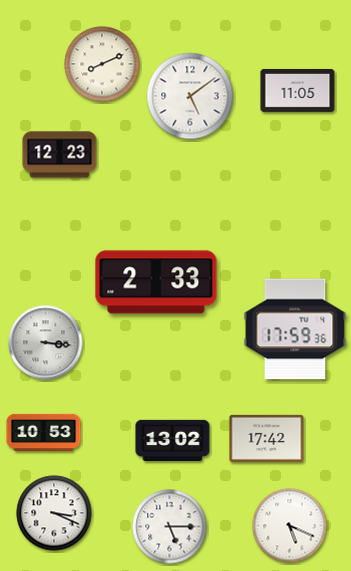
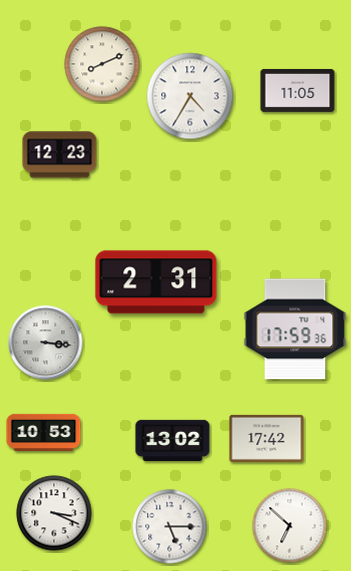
clock at (190, 96): 5:09 -> 4:35
clock at (156, 282): 2:33 -> 2:31
clock at (290, 526): 5:19 -> 6:52
